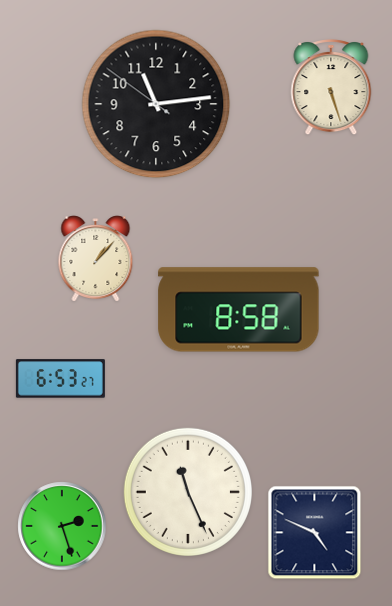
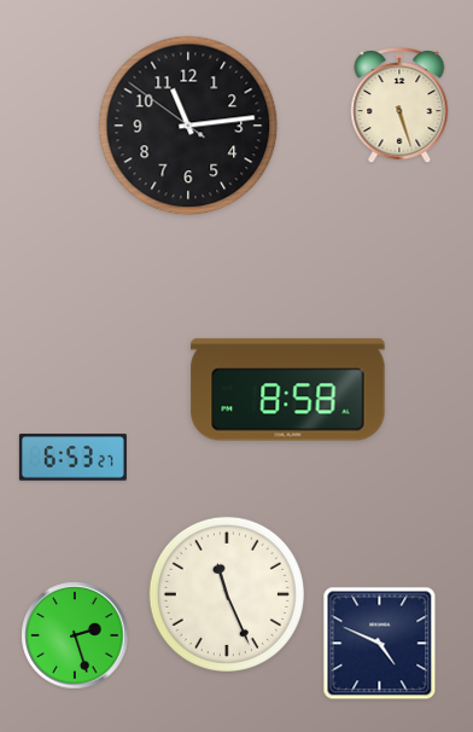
clock at (96, 259): 1:07 -> none
clock at (239, 310) position: (239, 310) -> (288, 390)
